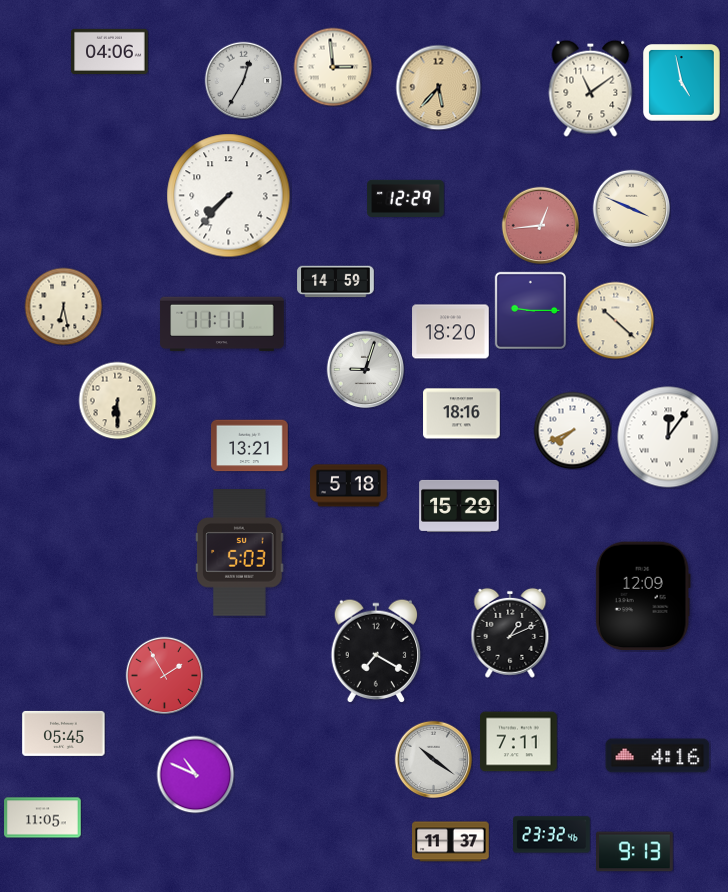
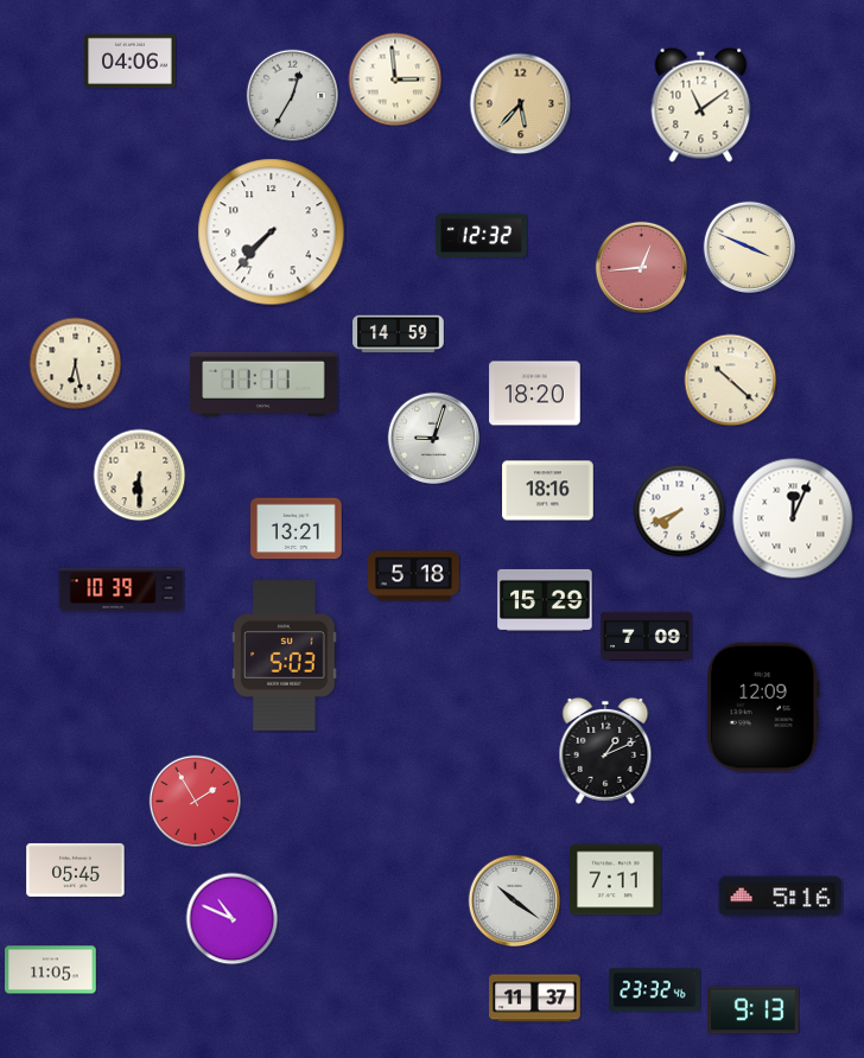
clock at (243, 80) position: (243, 80) -> (292, 95)
clock at (682, 83): 4:58 -> none
clock at (406, 198): 12:29 -> 12:32
clock at (530, 310): 9:15 -> none
clock at (668, 437): 12:06 -> 12:04
clock at (121, 589): none -> 10:39
clock at (647, 636): none -> 7:09
clock at (375, 651): 7:20 -> none
clock at (658, 756): 4:16 -> 5:16
